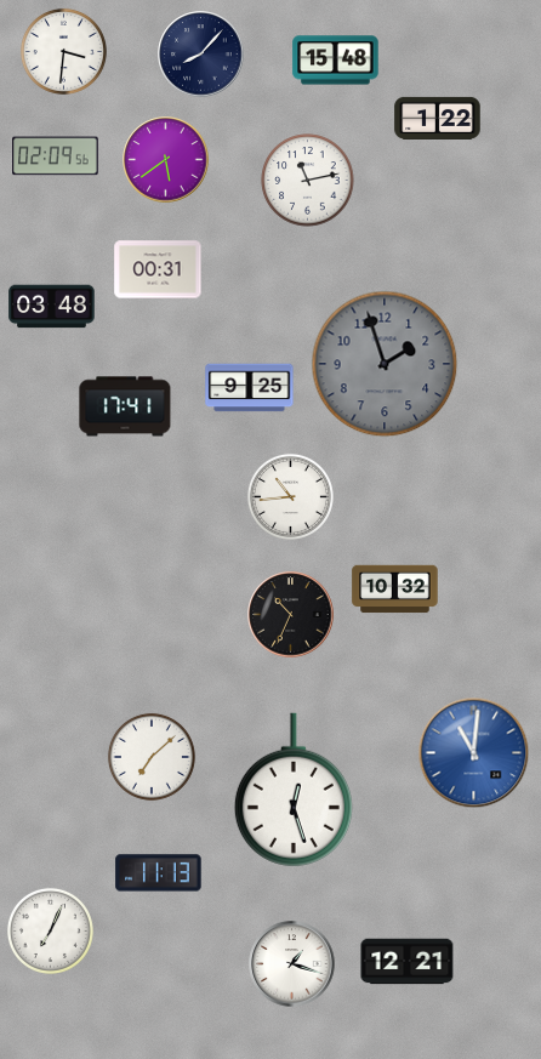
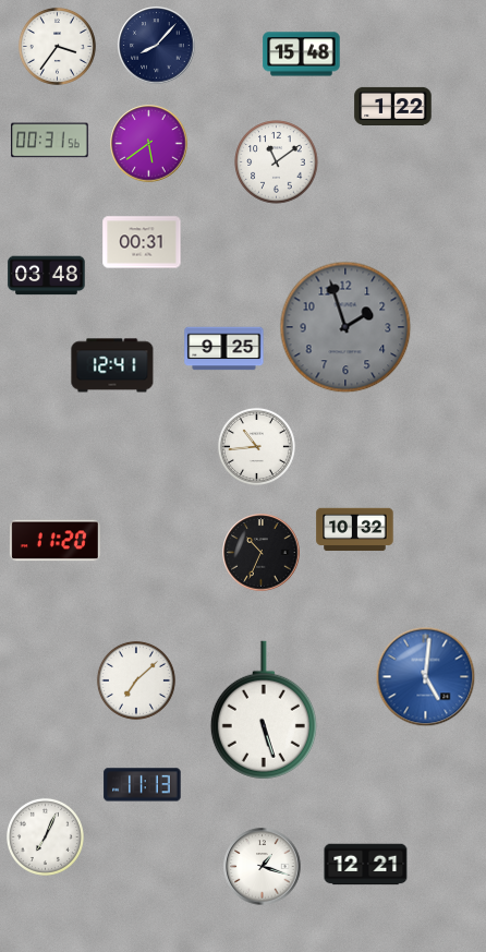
clock at (63, 51): 3:31 -> 3:36
clock at (201, 55) position: (201, 55) -> (157, 46)
clock at (56, 156): 02:09 -> 00:31
clock at (308, 181): 11:13 -> 11:09
clock at (125, 406): 17:41 -> 12:41
clock at (290, 496) position: (290, 496) -> (256, 446)
clock at (54, 541): none -> 11:20
clock at (474, 753): 11:01 -> 5:01
clock at (294, 790): 12:27 -> 5:27
